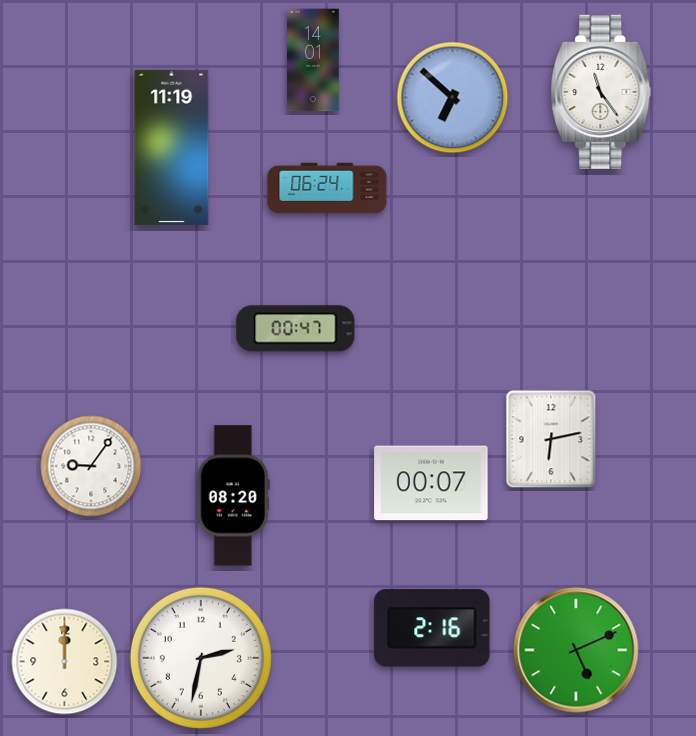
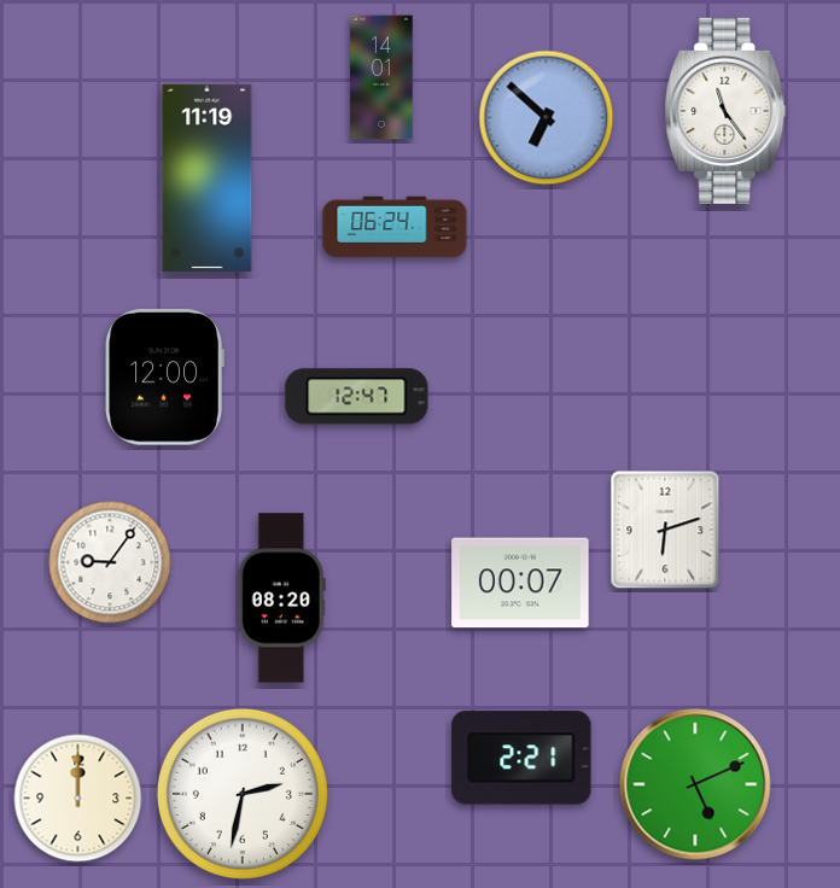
clock at (313, 60) position: (313, 60) -> (381, 77)
clock at (164, 378): none -> 12:00
clock at (296, 329): 00:47 -> 12:47
clock at (551, 439): 6:13 -> 6:12
clock at (432, 628): 2:16 -> 2:21
